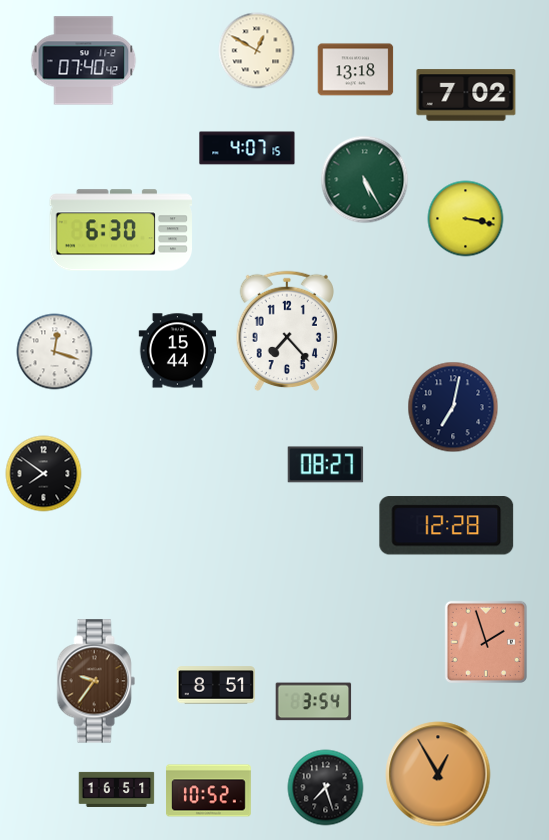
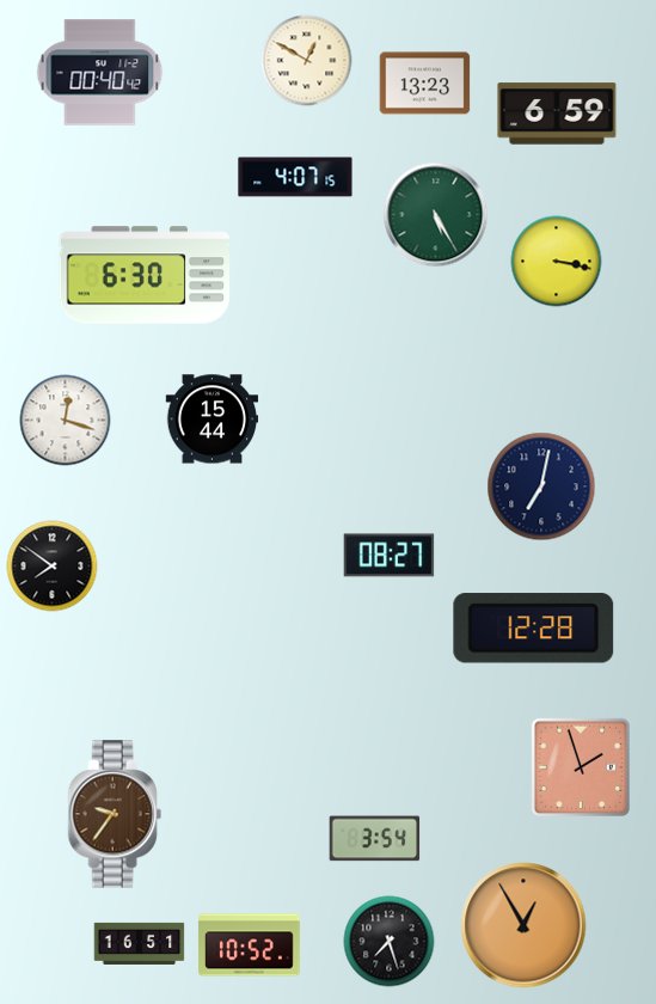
clock at (84, 61): 07:40 -> 00:40
clock at (356, 70): 13:18 -> 13:23
clock at (466, 95): 7:02 -> 6:59
clock at (287, 331): 7:23 -> none
clock at (215, 685): 8:51 -> none
